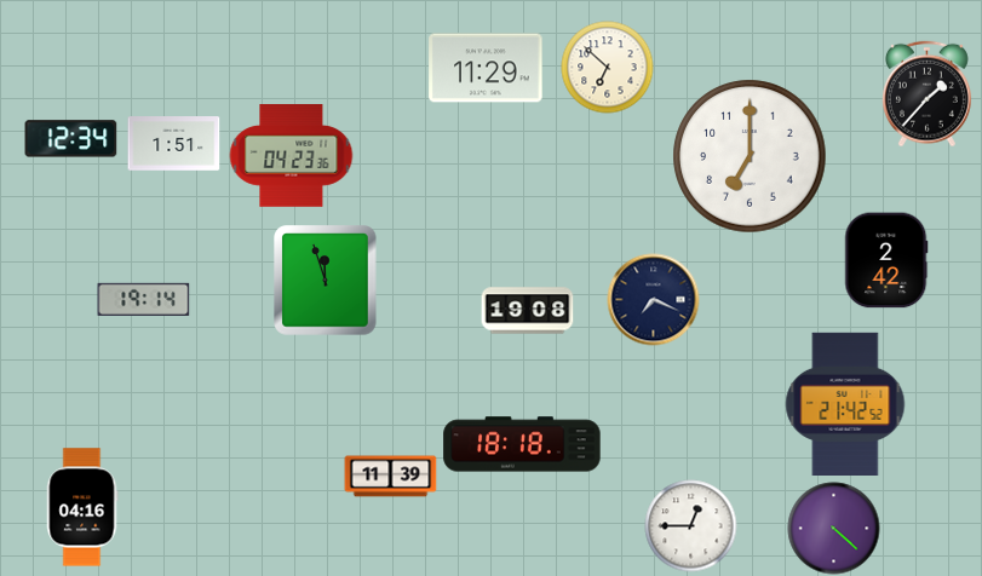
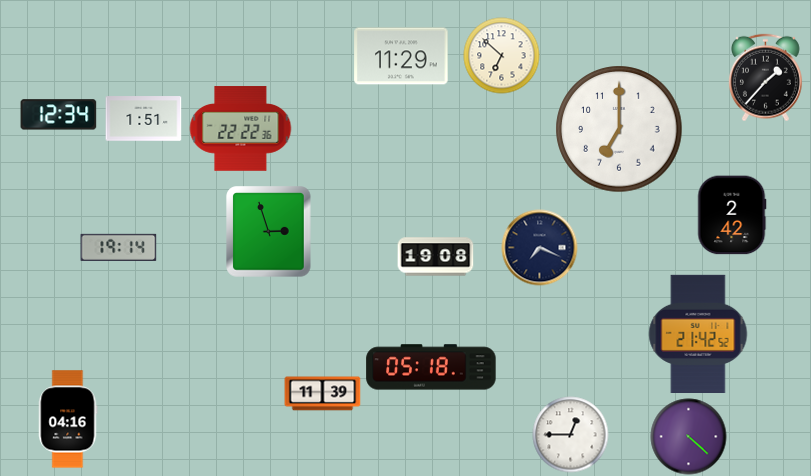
clock at (292, 156): 04:23 -> 22:22
clock at (326, 281): 11:57 -> 2:57
clock at (522, 444): 18:18 -> 05:18
